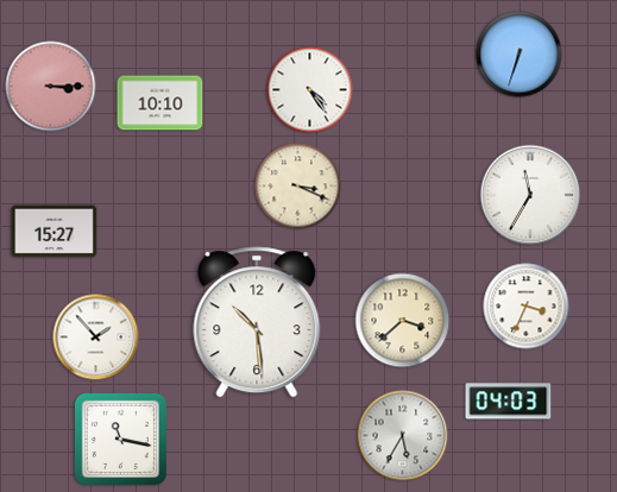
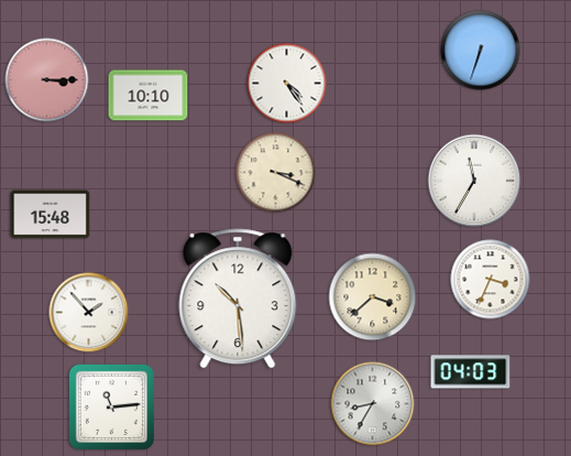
clock at (530, 195) position: (530, 195) -> (474, 181)
clock at (55, 232): 15:27 -> 15:48
clock at (527, 307) position: (527, 307) -> (491, 280)
clock at (403, 436): 5:35 -> 8:35
clock at (120, 439): 11:17 -> 11:14
